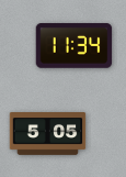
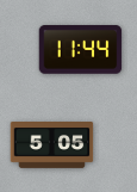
clock at (75, 46): 11:34 -> 11:44
